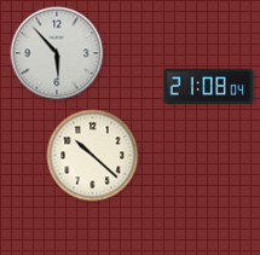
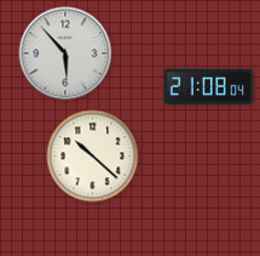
clock at (57, 53) position: (57, 53) -> (65, 53)
